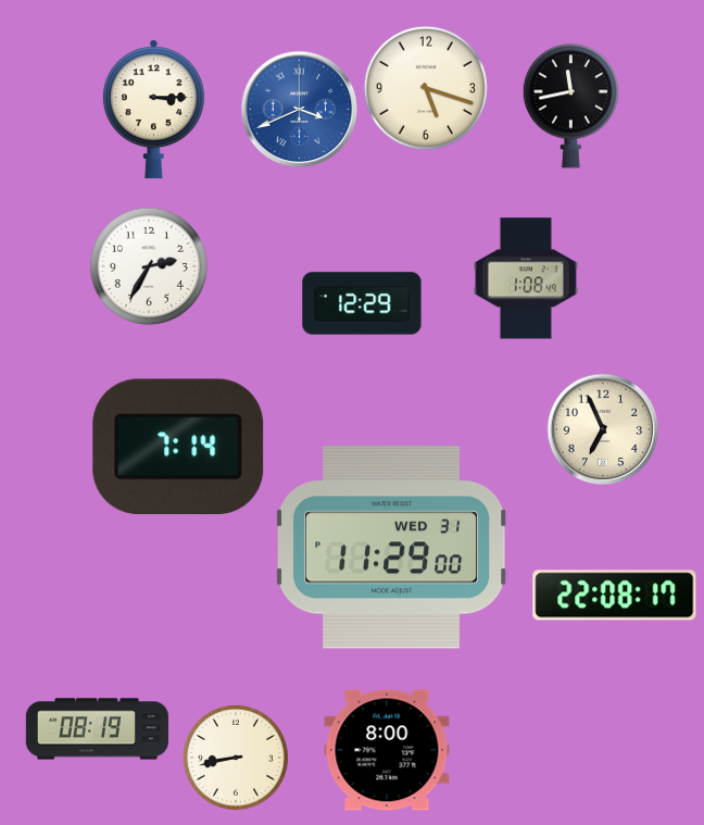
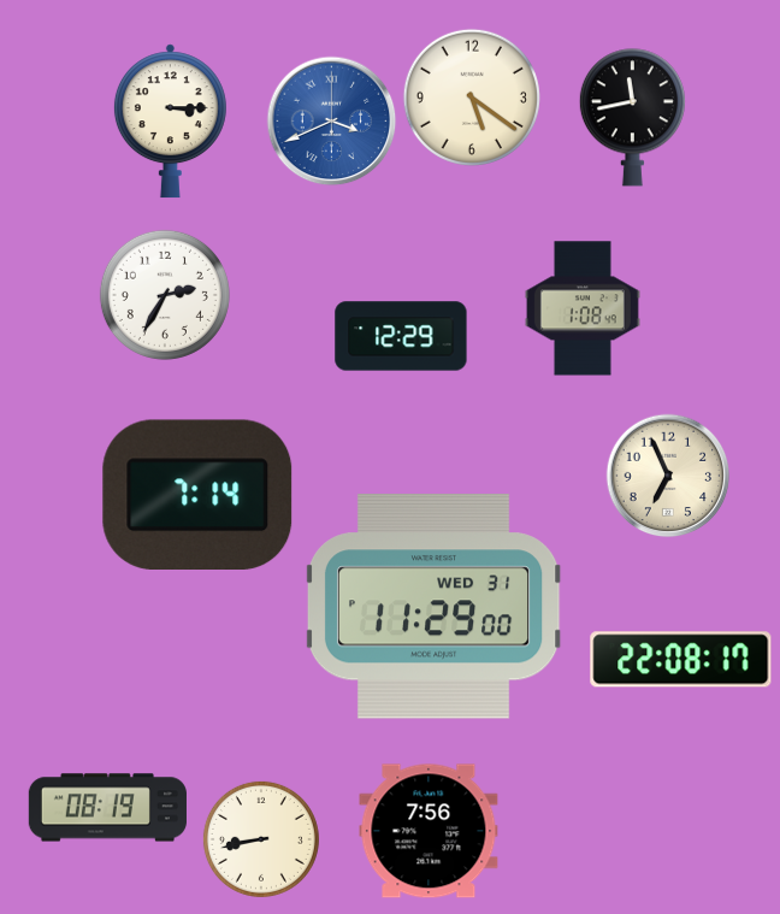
clock at (426, 88): 5:18 -> 5:21
clock at (387, 750): 8:00 -> 7:56
